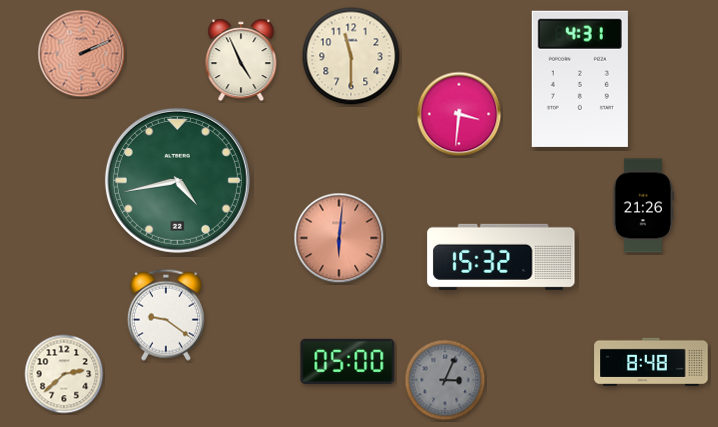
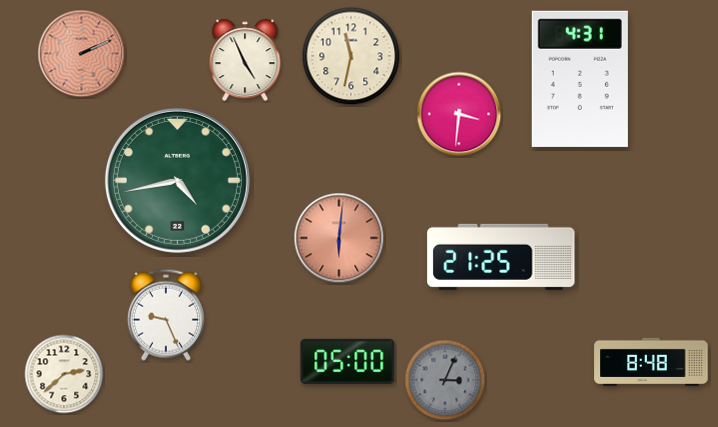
clock at (351, 56): 11:30 -> 11:32
clock at (241, 60) position: (241, 60) -> (245, 60)
clock at (643, 206): 21:26 -> none
clock at (501, 257): 15:32 -> 21:25
clock at (166, 315): 9:21 -> 9:26
